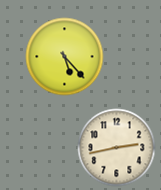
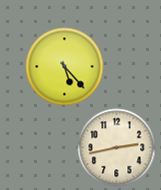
clock at (64, 56) position: (64, 56) -> (64, 66)
